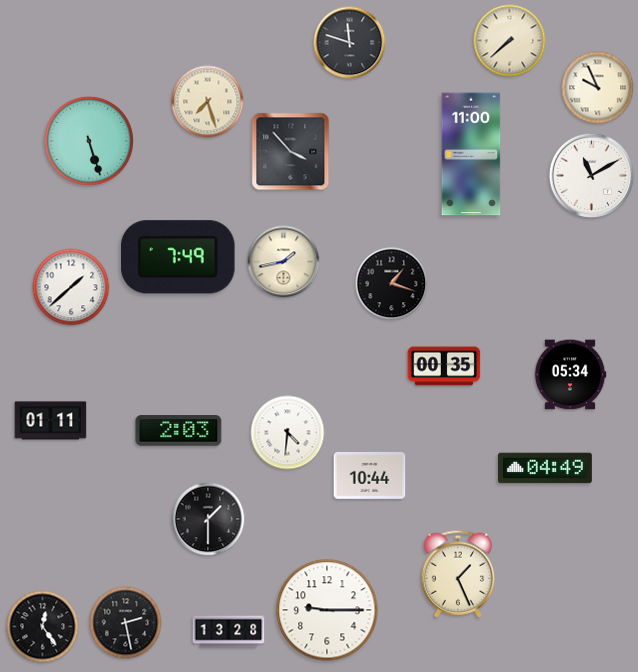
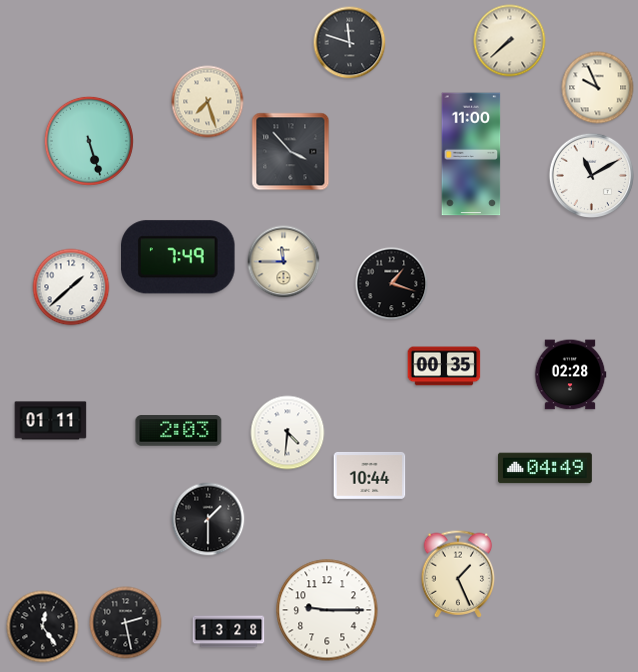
clock at (284, 262): 1:43 -> 11:45
clock at (570, 375): 05:34 -> 02:28
